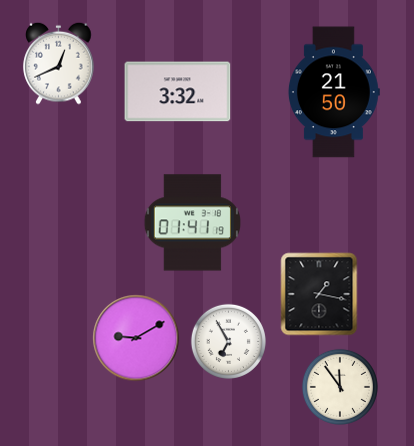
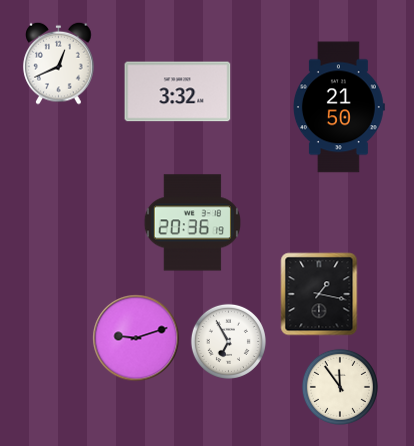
clock at (334, 92) position: (334, 92) -> (339, 107)
clock at (192, 223): 01:41 -> 20:36
clock at (136, 338): 9:10 -> 9:12
